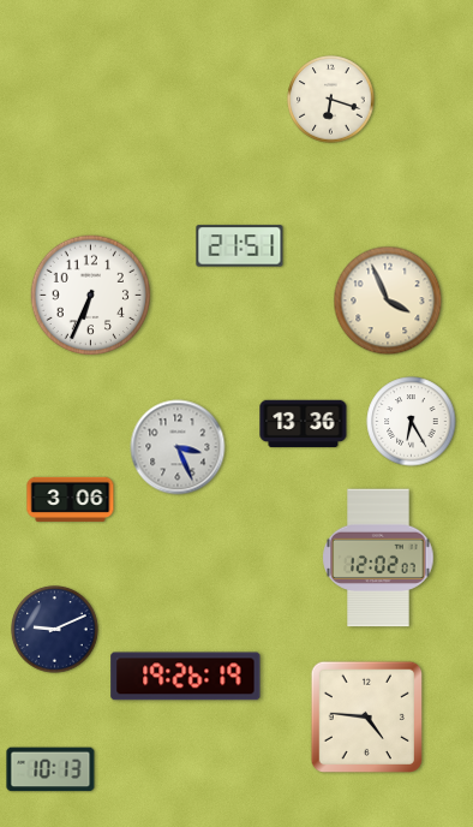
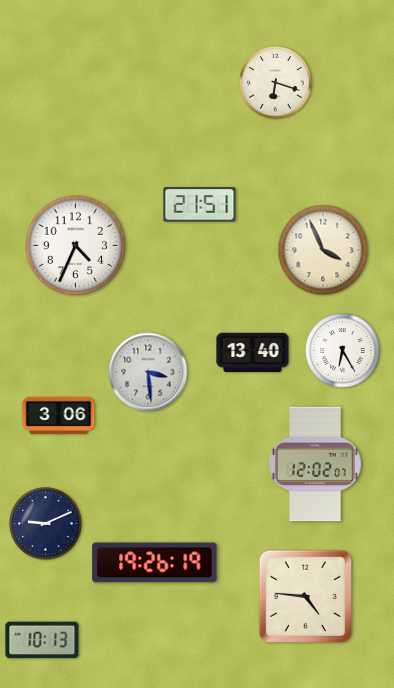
clock at (91, 296): 6:34 -> 4:34
clock at (304, 424): 13:36 -> 13:40
clock at (178, 447): 3:26 -> 3:29
